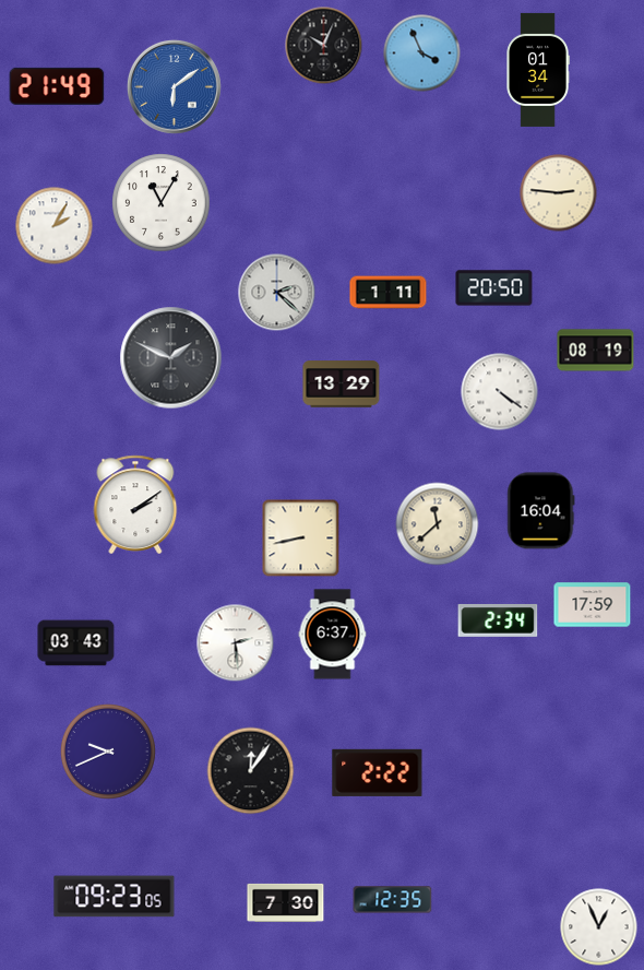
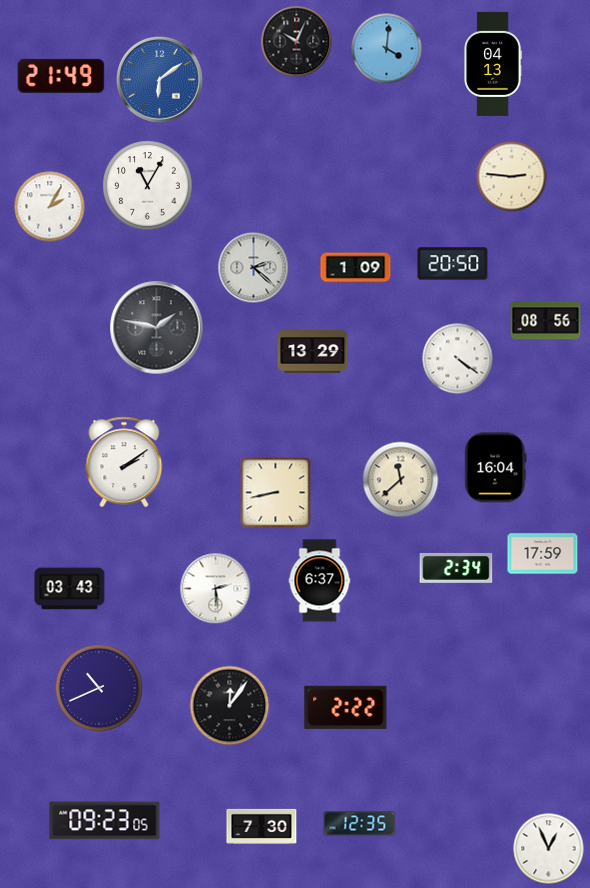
clock at (422, 54): 3:56 -> 4:01
clock at (538, 70): 01:34 -> 04:13
clock at (57, 86) position: (57, 86) -> (61, 76)
clock at (389, 293): 1:11 -> 1:09
clock at (596, 351): 08:19 -> 08:56
clock at (171, 358): 1:49 -> 1:47
clock at (333, 635) position: (333, 635) -> (320, 581)
clock at (108, 752): 9:41 -> 10:41
